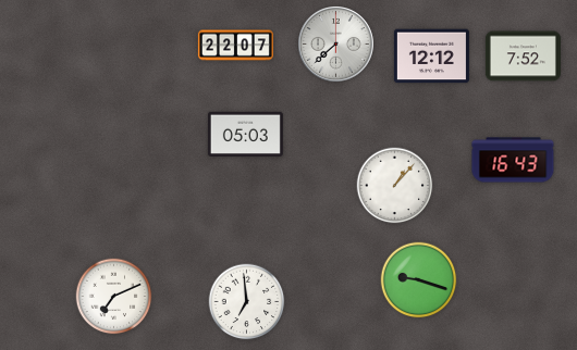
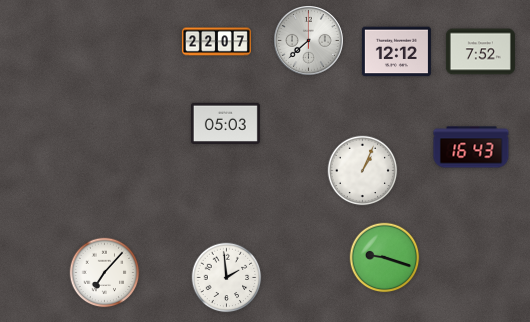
clock at (395, 186): 1:07 -> 1:04
clock at (114, 297): 7:11 -> 7:07
clock at (247, 302): 6:59 -> 1:59
